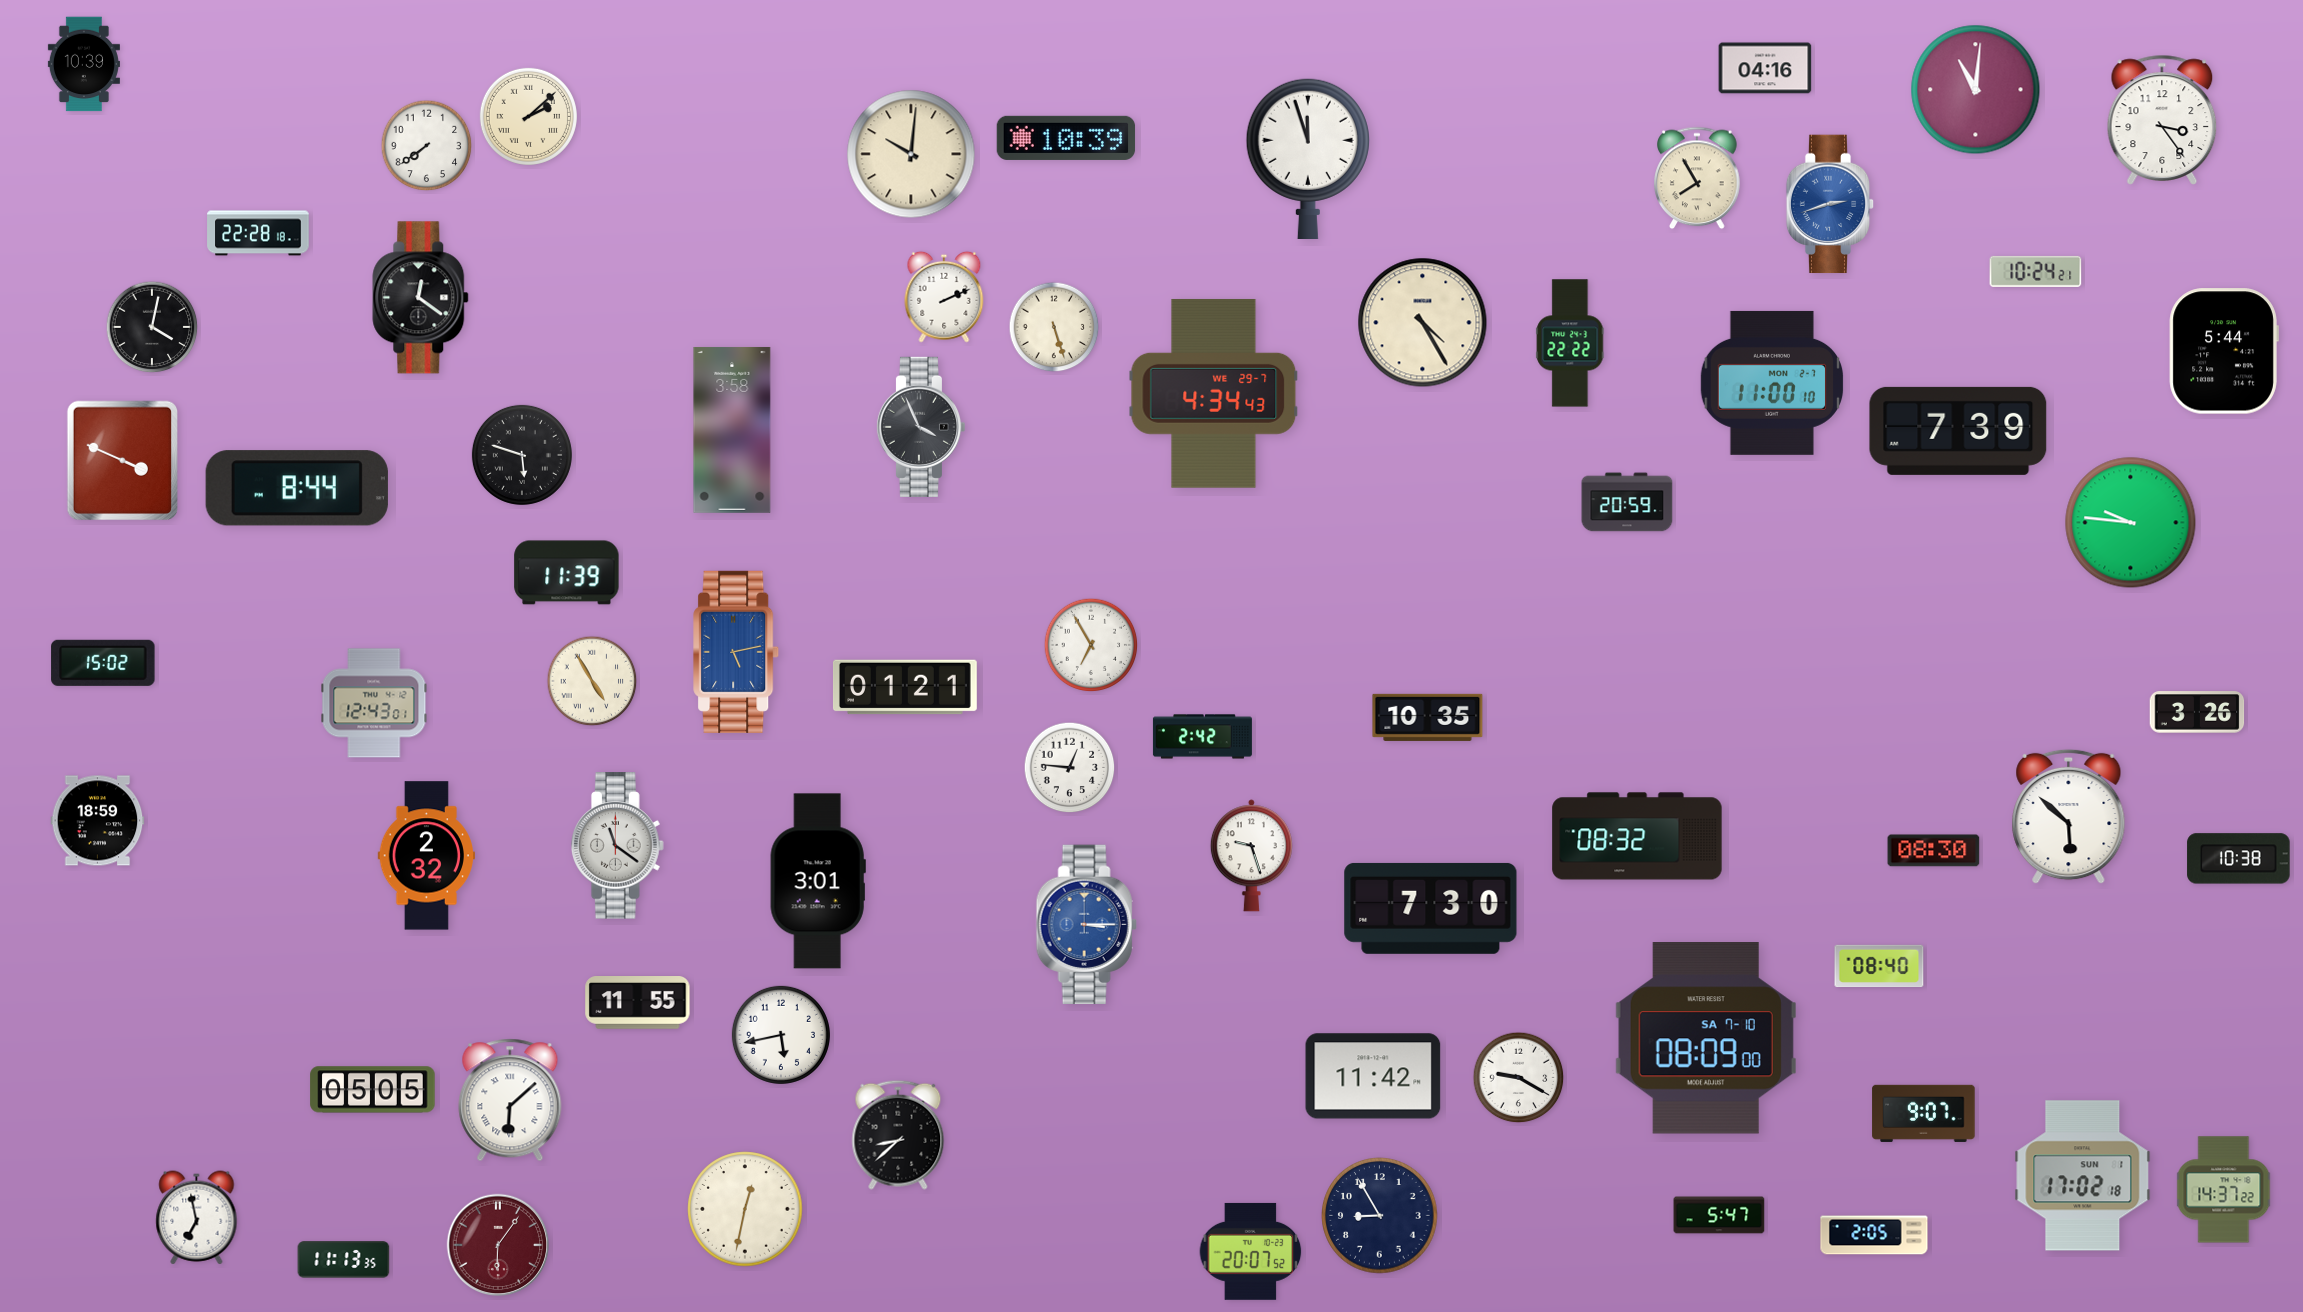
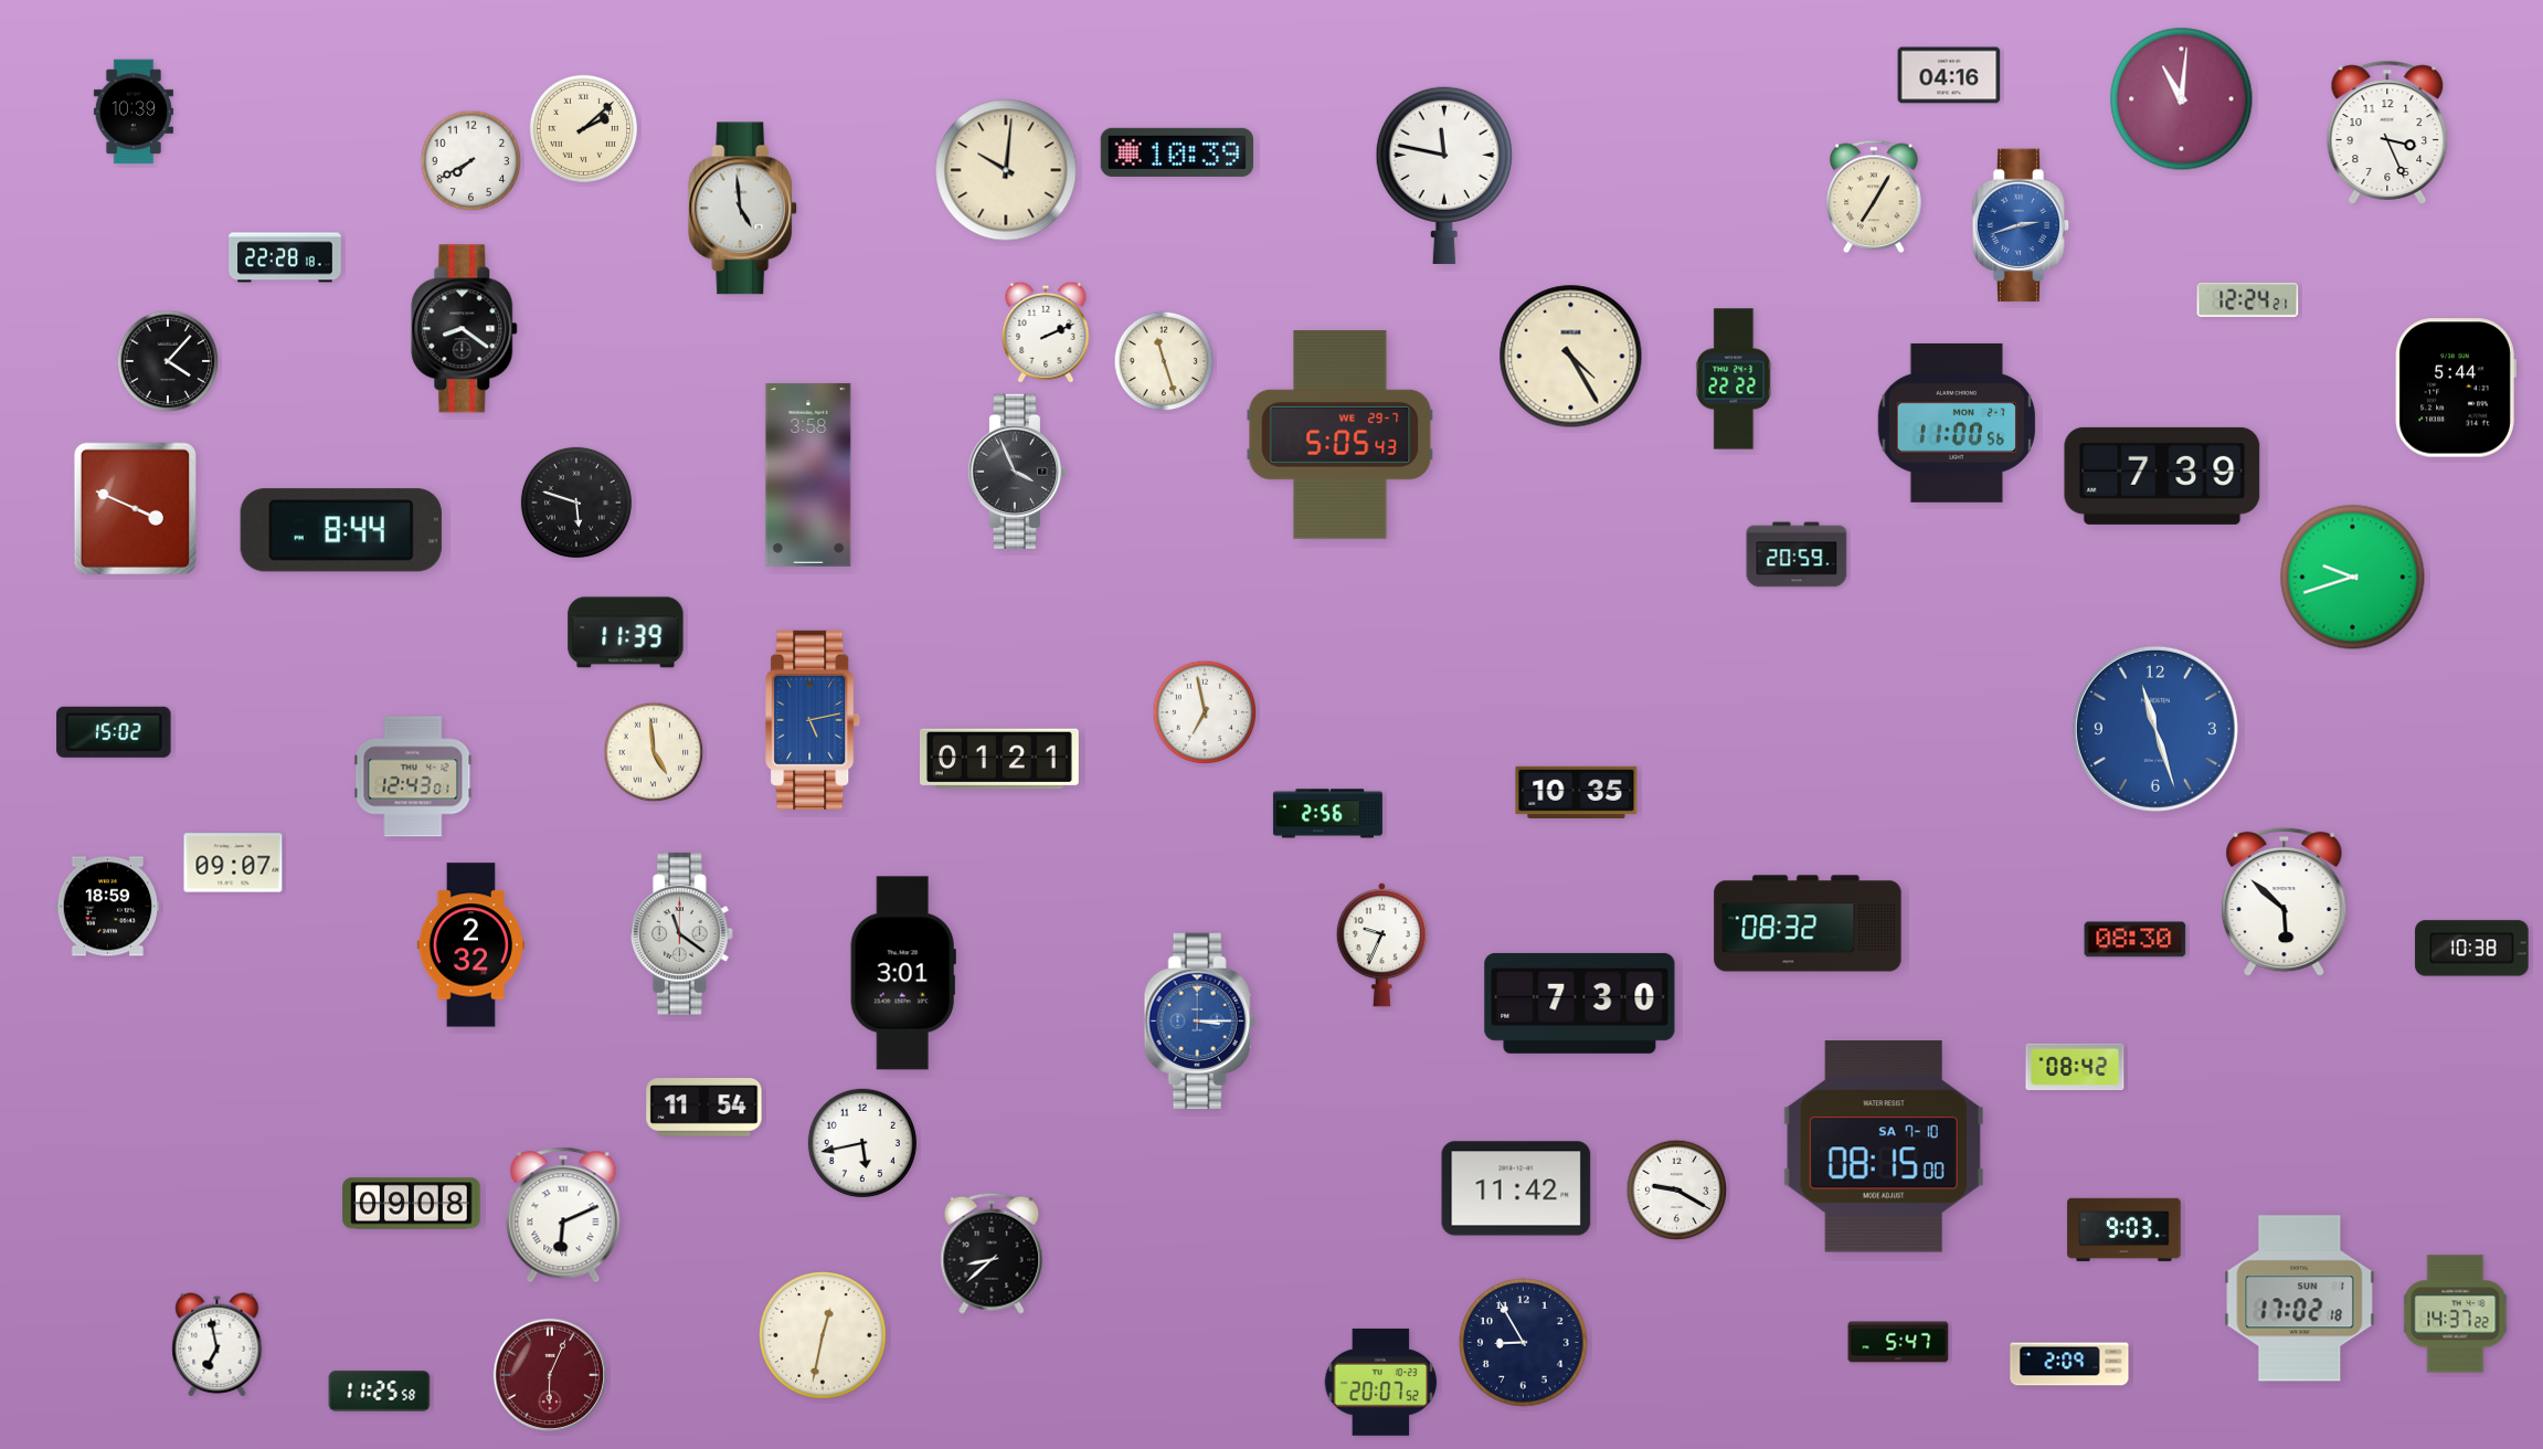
clock at (84, 64) position: (84, 64) -> (134, 112)
clock at (2162, 120): 3:24 -> 3:26
clock at (427, 146): 7:39 -> 7:40
clock at (1308, 158): 11:57 -> 11:47
clock at (1697, 178): 7:55 -> 7:05
clock at (743, 209): none -> 4:59
clock at (2036, 271): 10:24 -> 12:24
clock at (944, 297) position: (944, 297) -> (1046, 332)
clock at (421, 298): 12:21 -> 8:21
clock at (152, 327): 4:02 -> 4:07
clock at (1054, 327): 5:27 -> 11:27
clock at (1772, 383): 11:00:10 -> 11:00:56
clock at (1214, 393): 4:34 -> 5:05
clock at (297, 488) position: (297, 488) -> (341, 530)
clock at (2131, 523): 9:46 -> 9:42
clock at (1091, 645): 6:55 -> 6:58
clock at (2155, 729): none -> 11:27
clock at (592, 681): 4:55 -> 4:59
clock at (2197, 712): 3:26 -> none
clock at (1202, 737): 2:42 -> 2:56
clock at (1070, 768): 12:46 -> none
clock at (233, 863): none -> 09:07
clock at (1251, 856): 9:27 -> 9:34
clock at (1879, 966): 08:40 -> 08:42
clock at (638, 1003): 11:55 -> 11:54
clock at (1706, 1038): 08:09 -> 08:15
clock at (373, 1090): 05:05 -> 09:08
clock at (510, 1100): 6:08 -> 6:11
clock at (1924, 1113): 9:07 -> 9:03
clock at (1874, 1235): 2:05 -> 2:09
clock at (498, 1245): 6:06 -> 6:04
clock at (344, 1260): 11:13 -> 11:25
